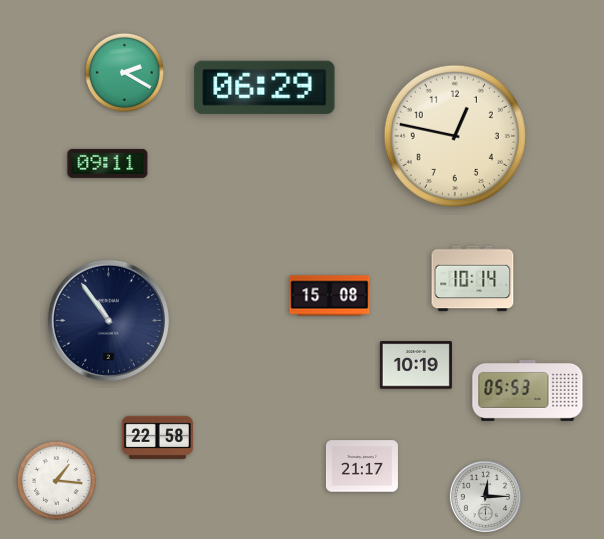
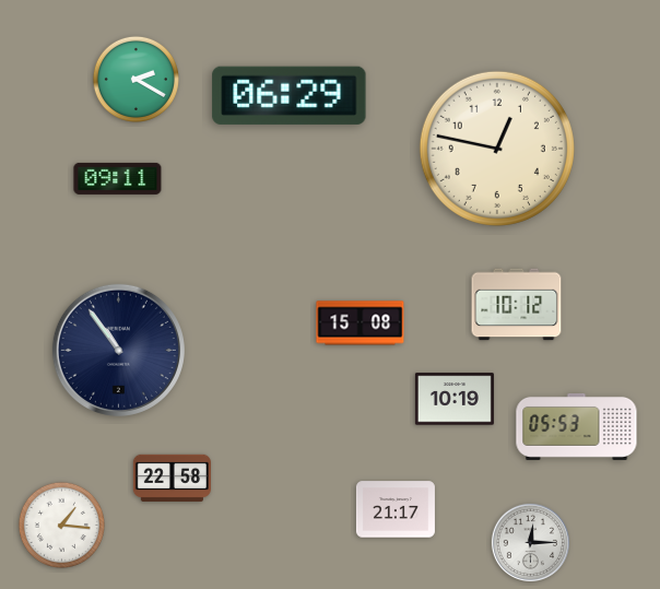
clock at (473, 279): 10:14 -> 10:12
